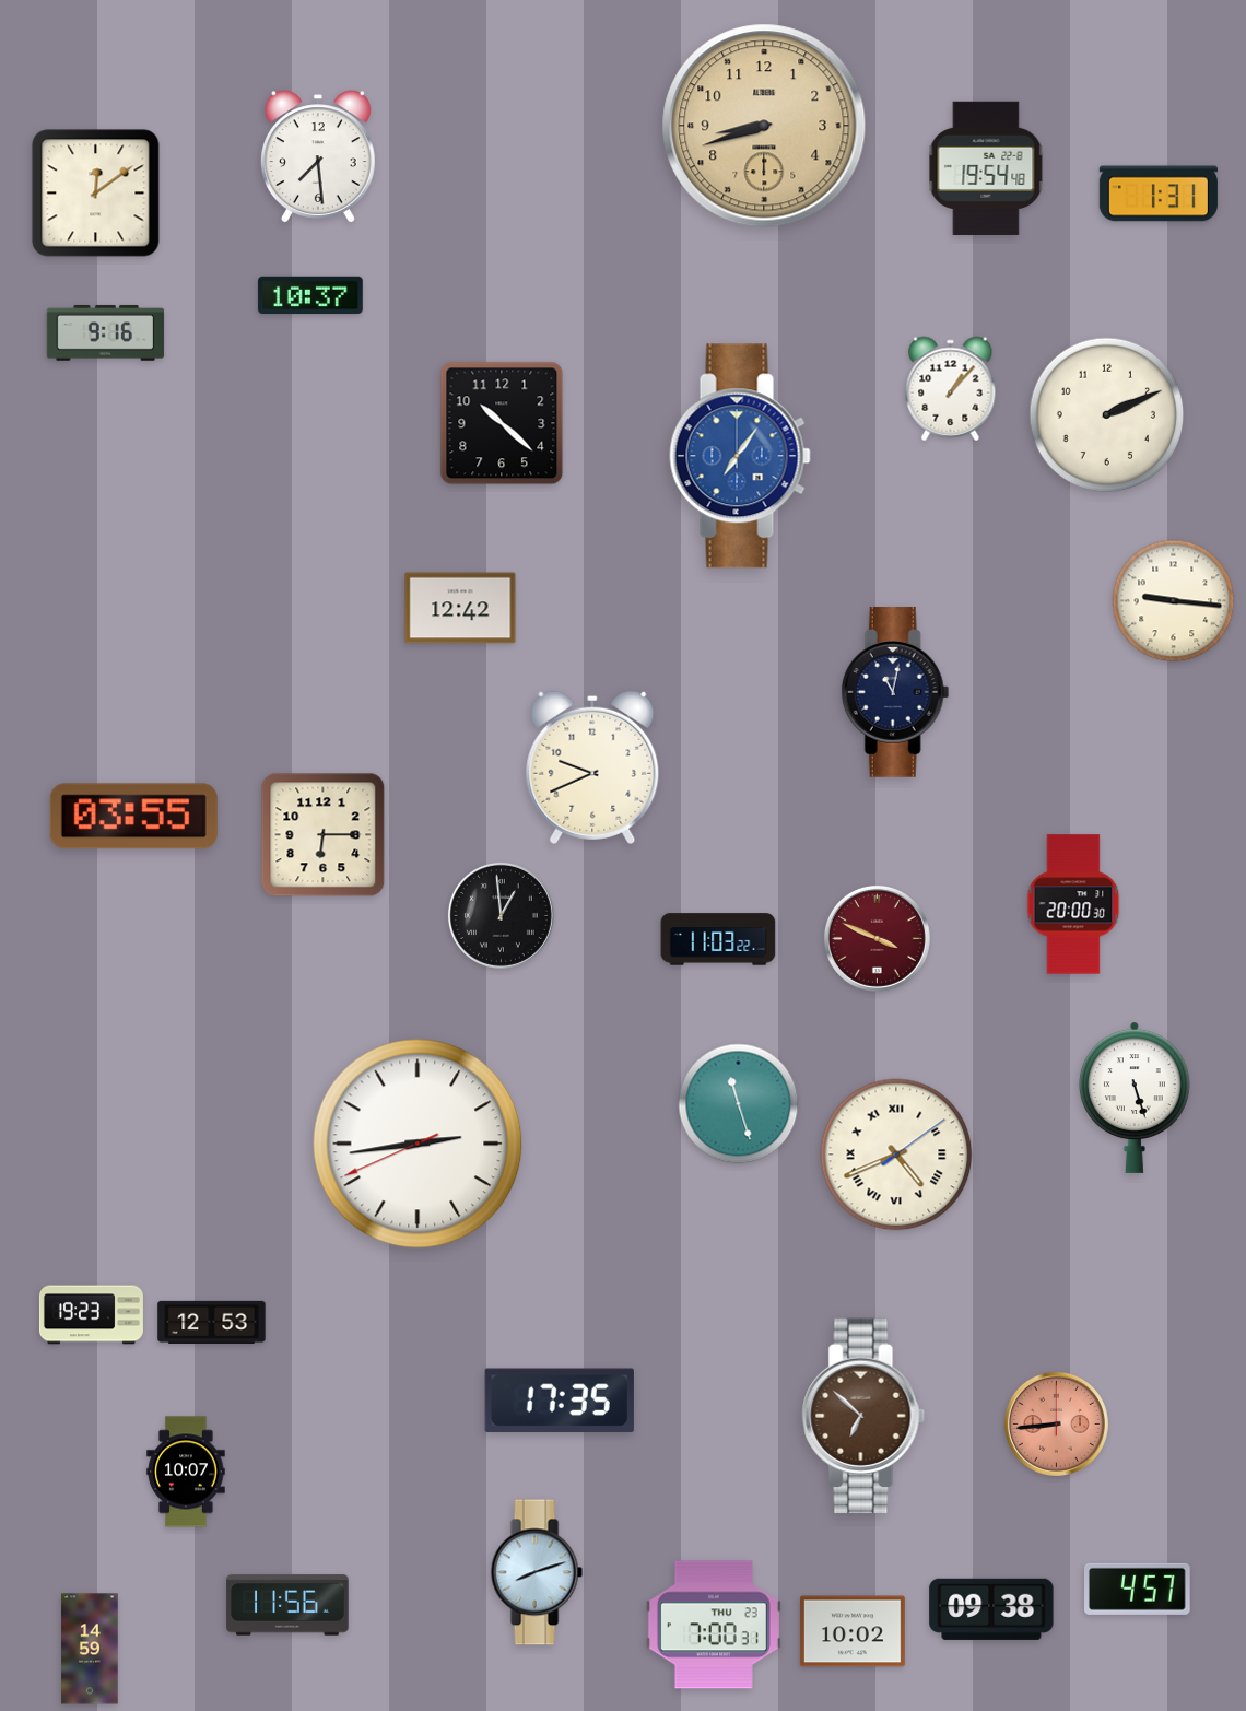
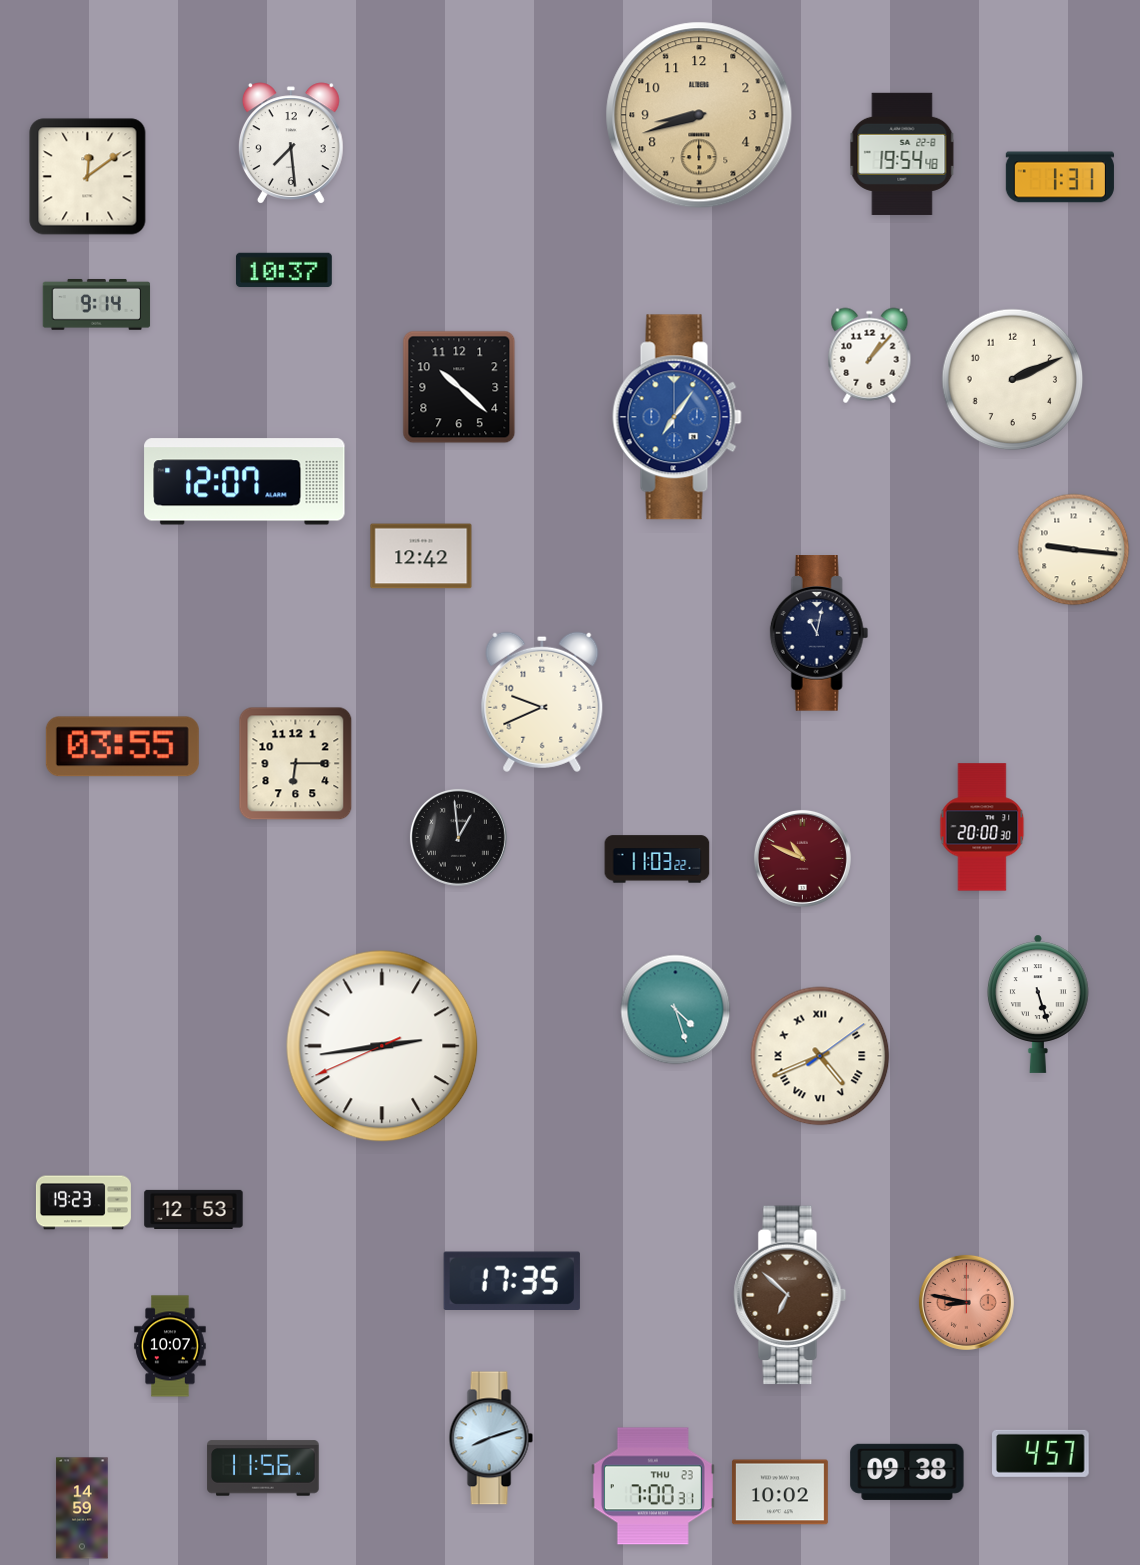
clock at (106, 333): 9:16 -> 9:14
clock at (245, 482): none -> 12:07
clock at (877, 938): 3:49 -> 10:49
clock at (739, 1104): 11:27 -> 4:27
clock at (1056, 1423): 8:44 -> 8:47
